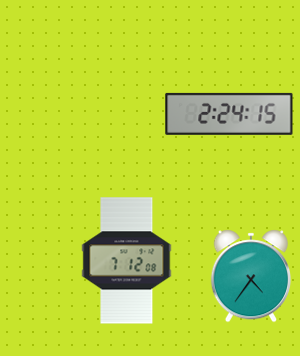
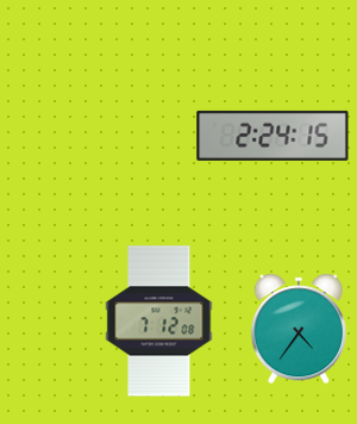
clock at (127, 261) position: (127, 261) -> (159, 322)
